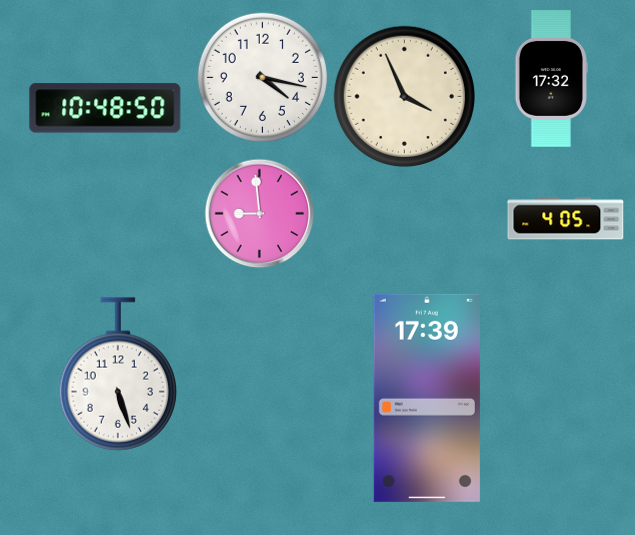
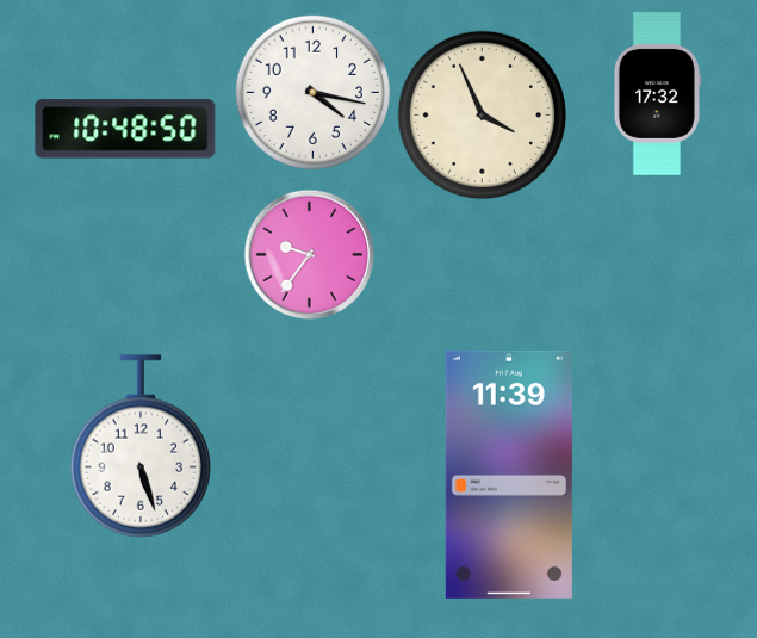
clock at (260, 214): 8:59 -> 9:36
clock at (566, 219): 4:05 -> none
clock at (427, 398): 17:39 -> 11:39
